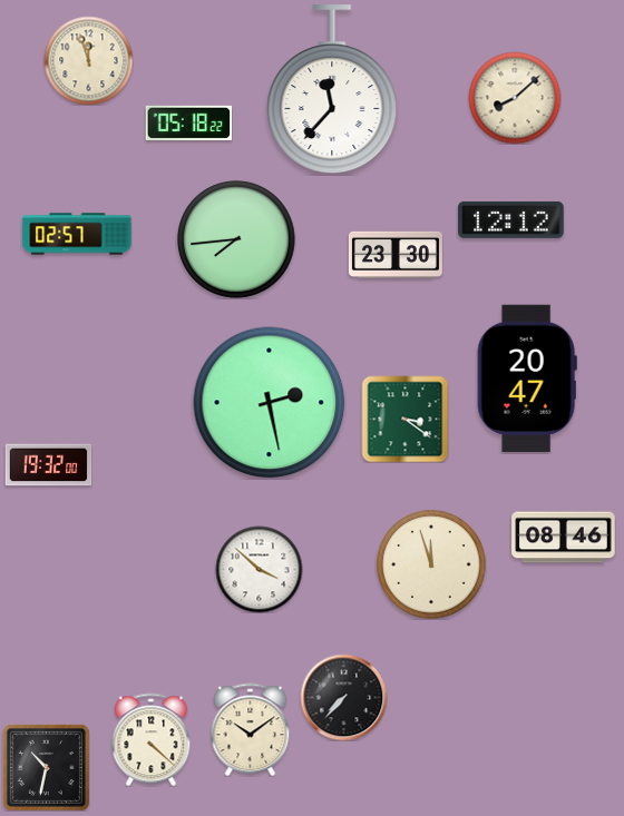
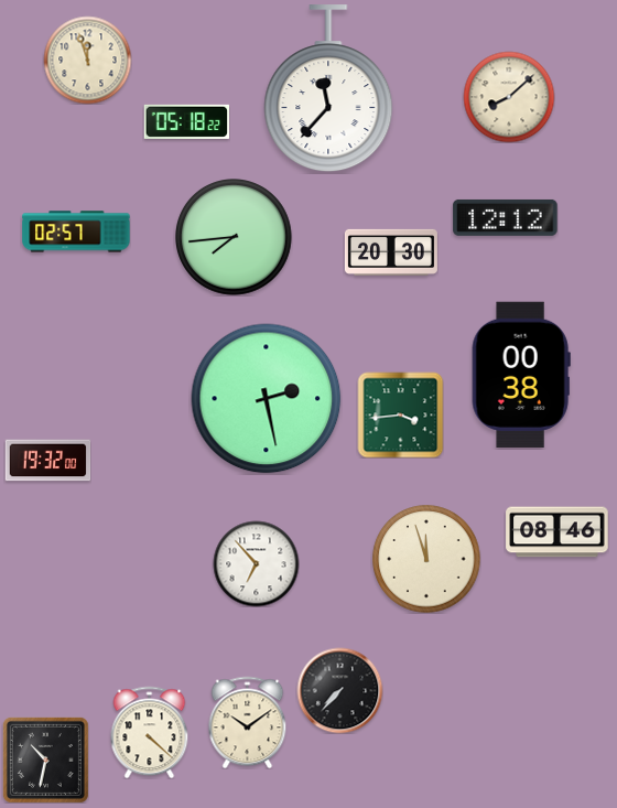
clock at (396, 255): 23:30 -> 20:30
clock at (527, 378): 20:47 -> 00:38
clock at (404, 419): 3:21 -> 3:44
clock at (259, 569): 3:52 -> 6:53
